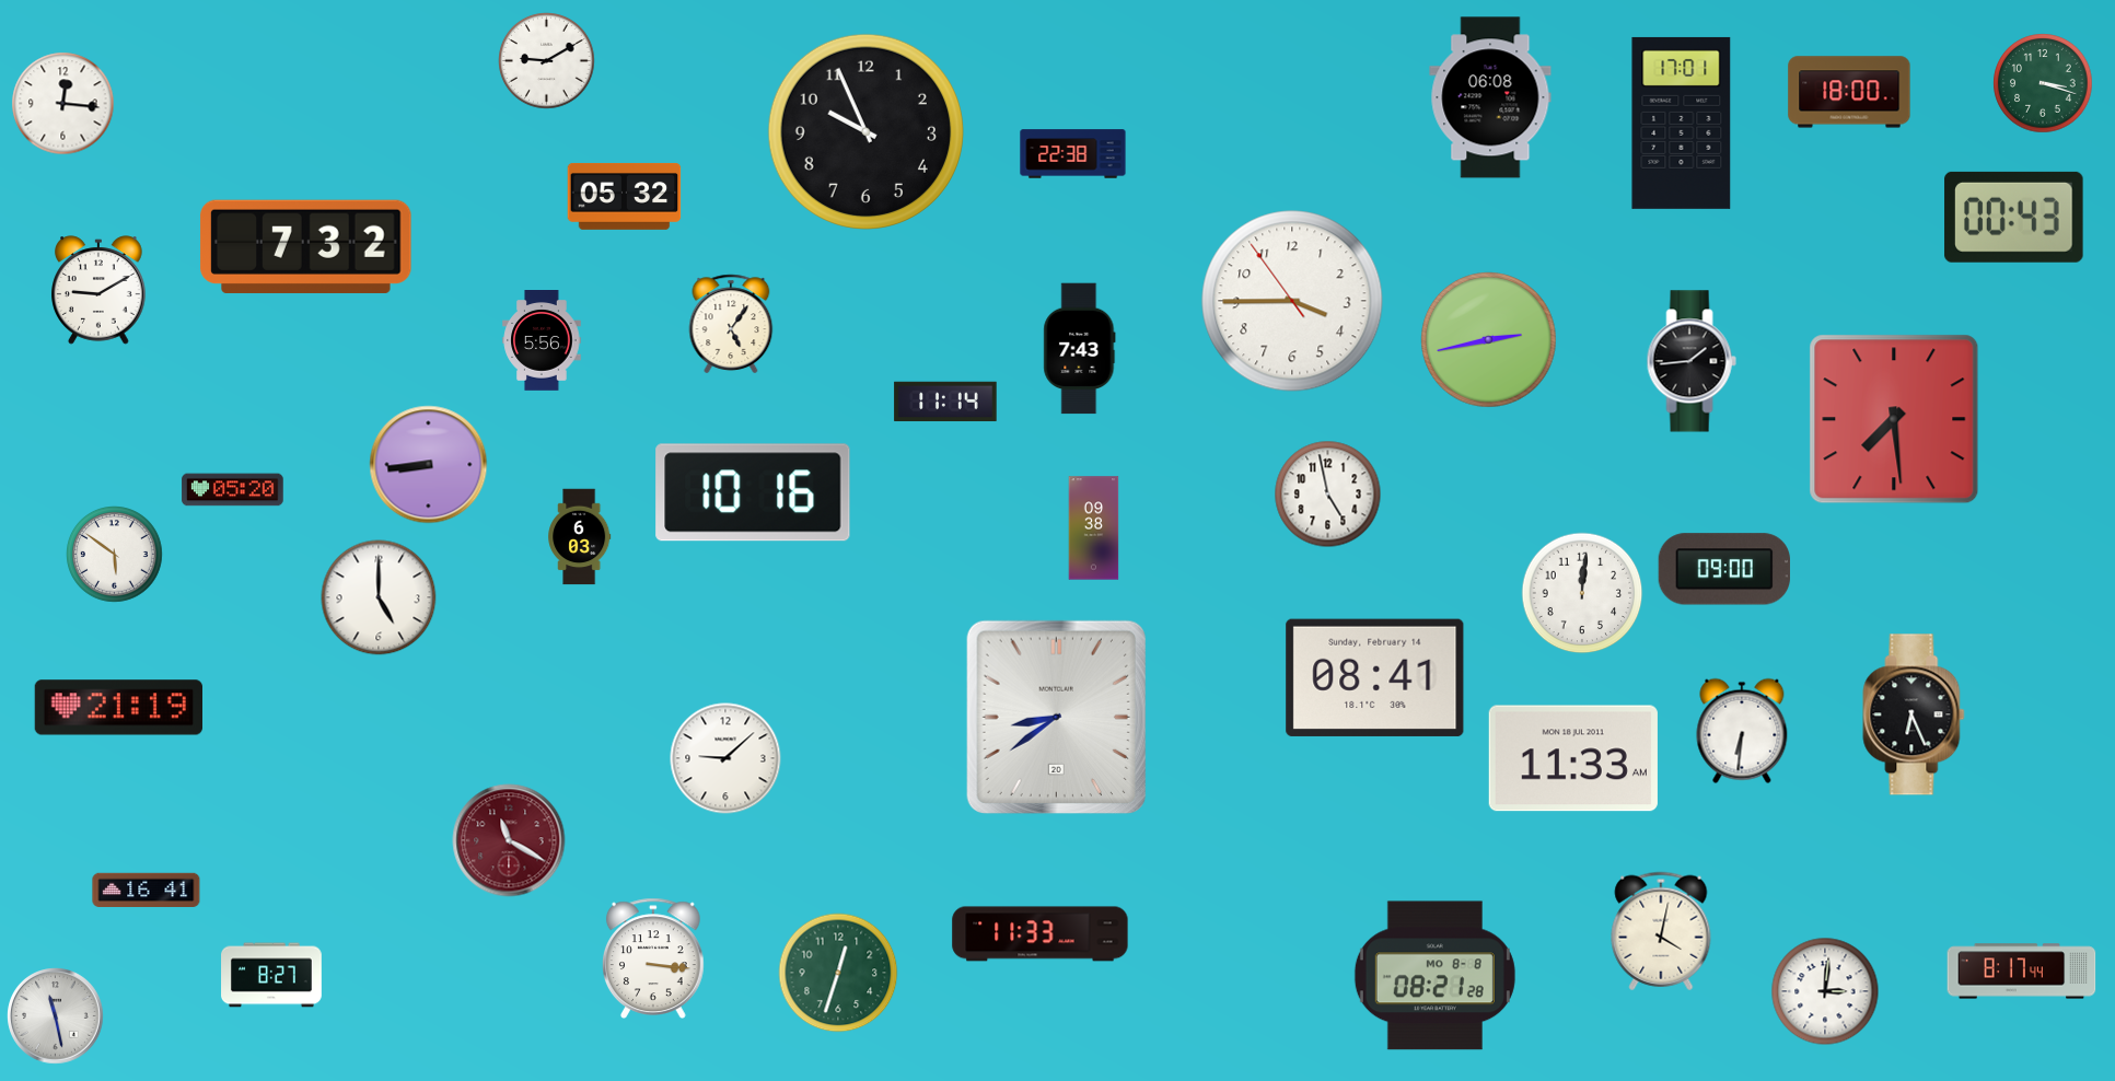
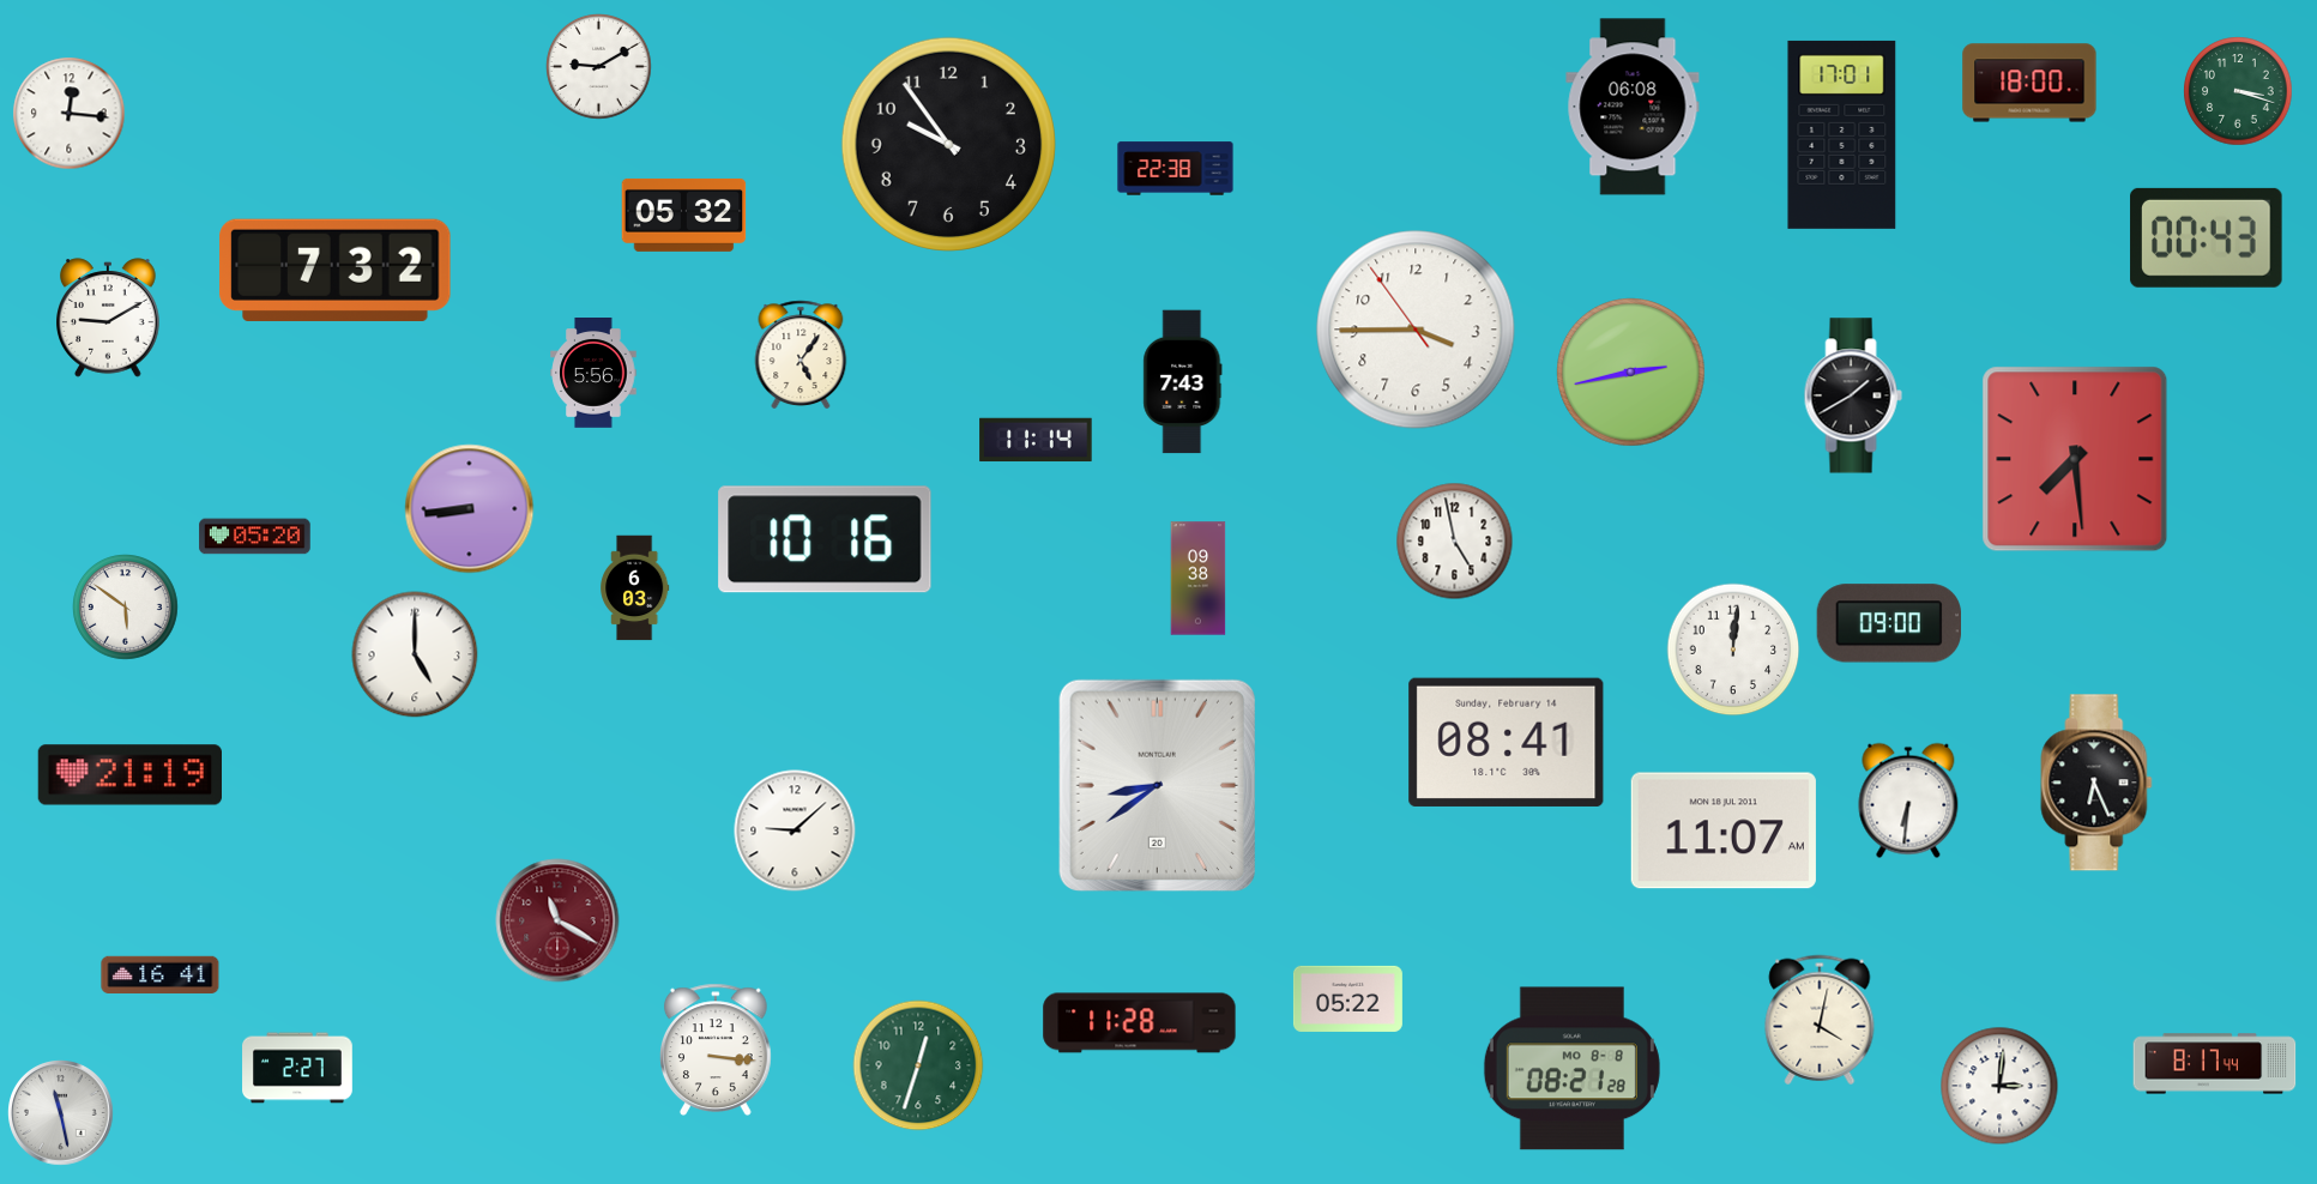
clock at (1849, 92) position: (1849, 92) -> (2029, 83)
clock at (865, 131): 9:56 -> 9:54
clock at (1692, 361): 1:44 -> 1:40
clock at (1573, 758): 11:33 -> 11:07
clock at (1347, 998): none -> 05:22
clock at (1041, 934): 11:33 -> 11:28
clock at (271, 975): 8:27 -> 2:27
